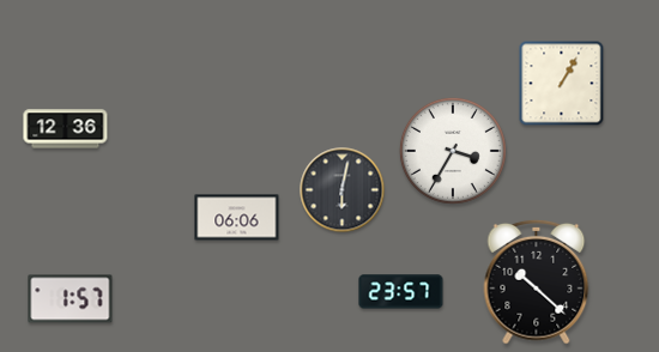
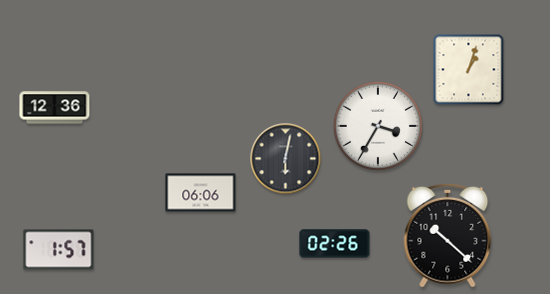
clock at (562, 84): 1:05 -> 1:03
clock at (237, 218) position: (237, 218) -> (201, 193)
clock at (401, 292): 23:57 -> 02:26
